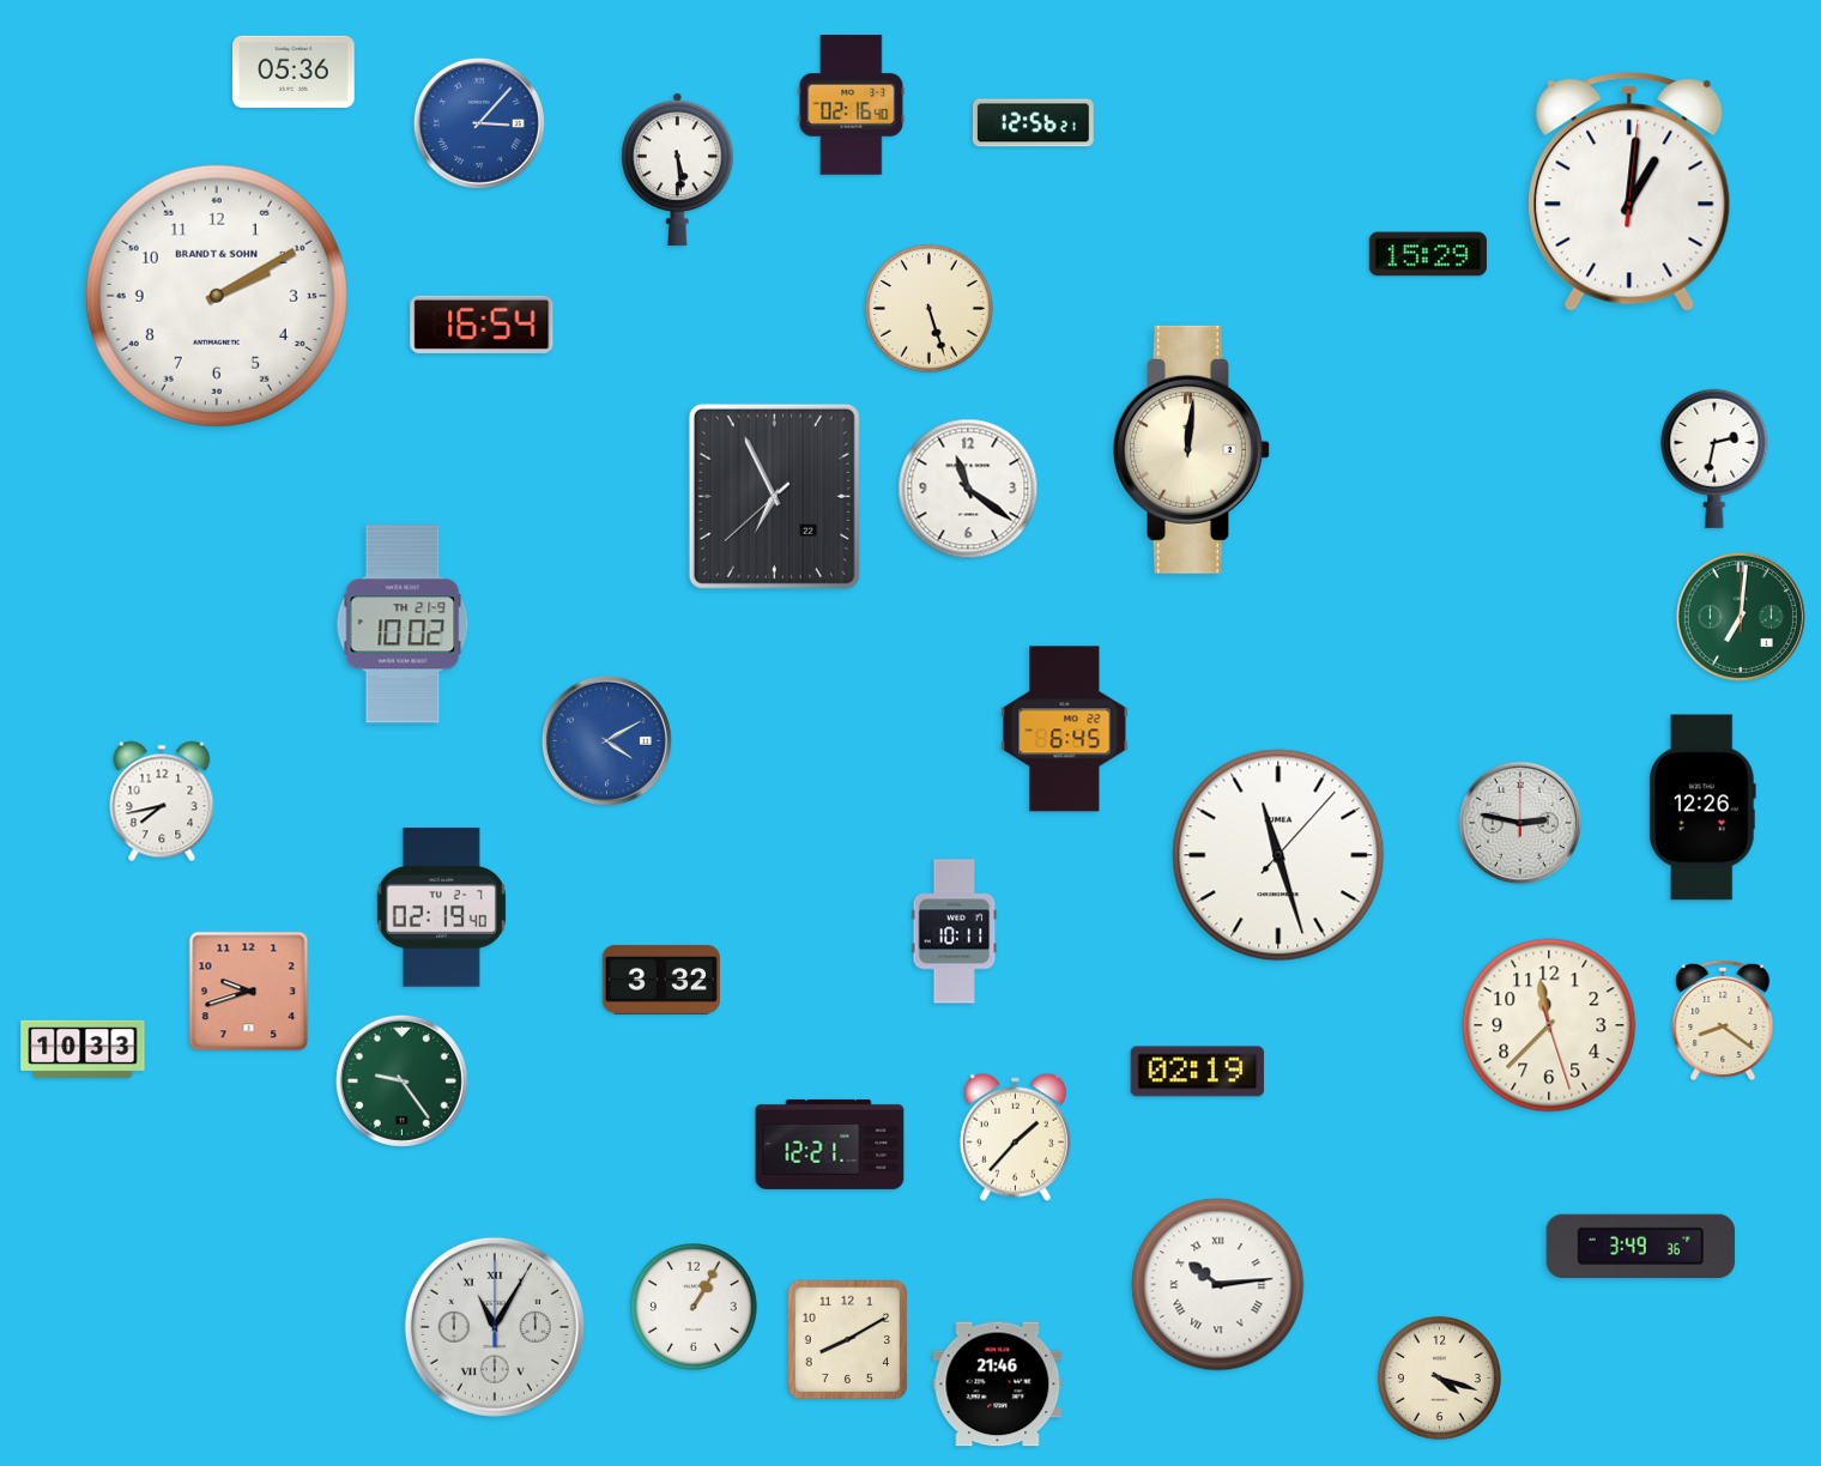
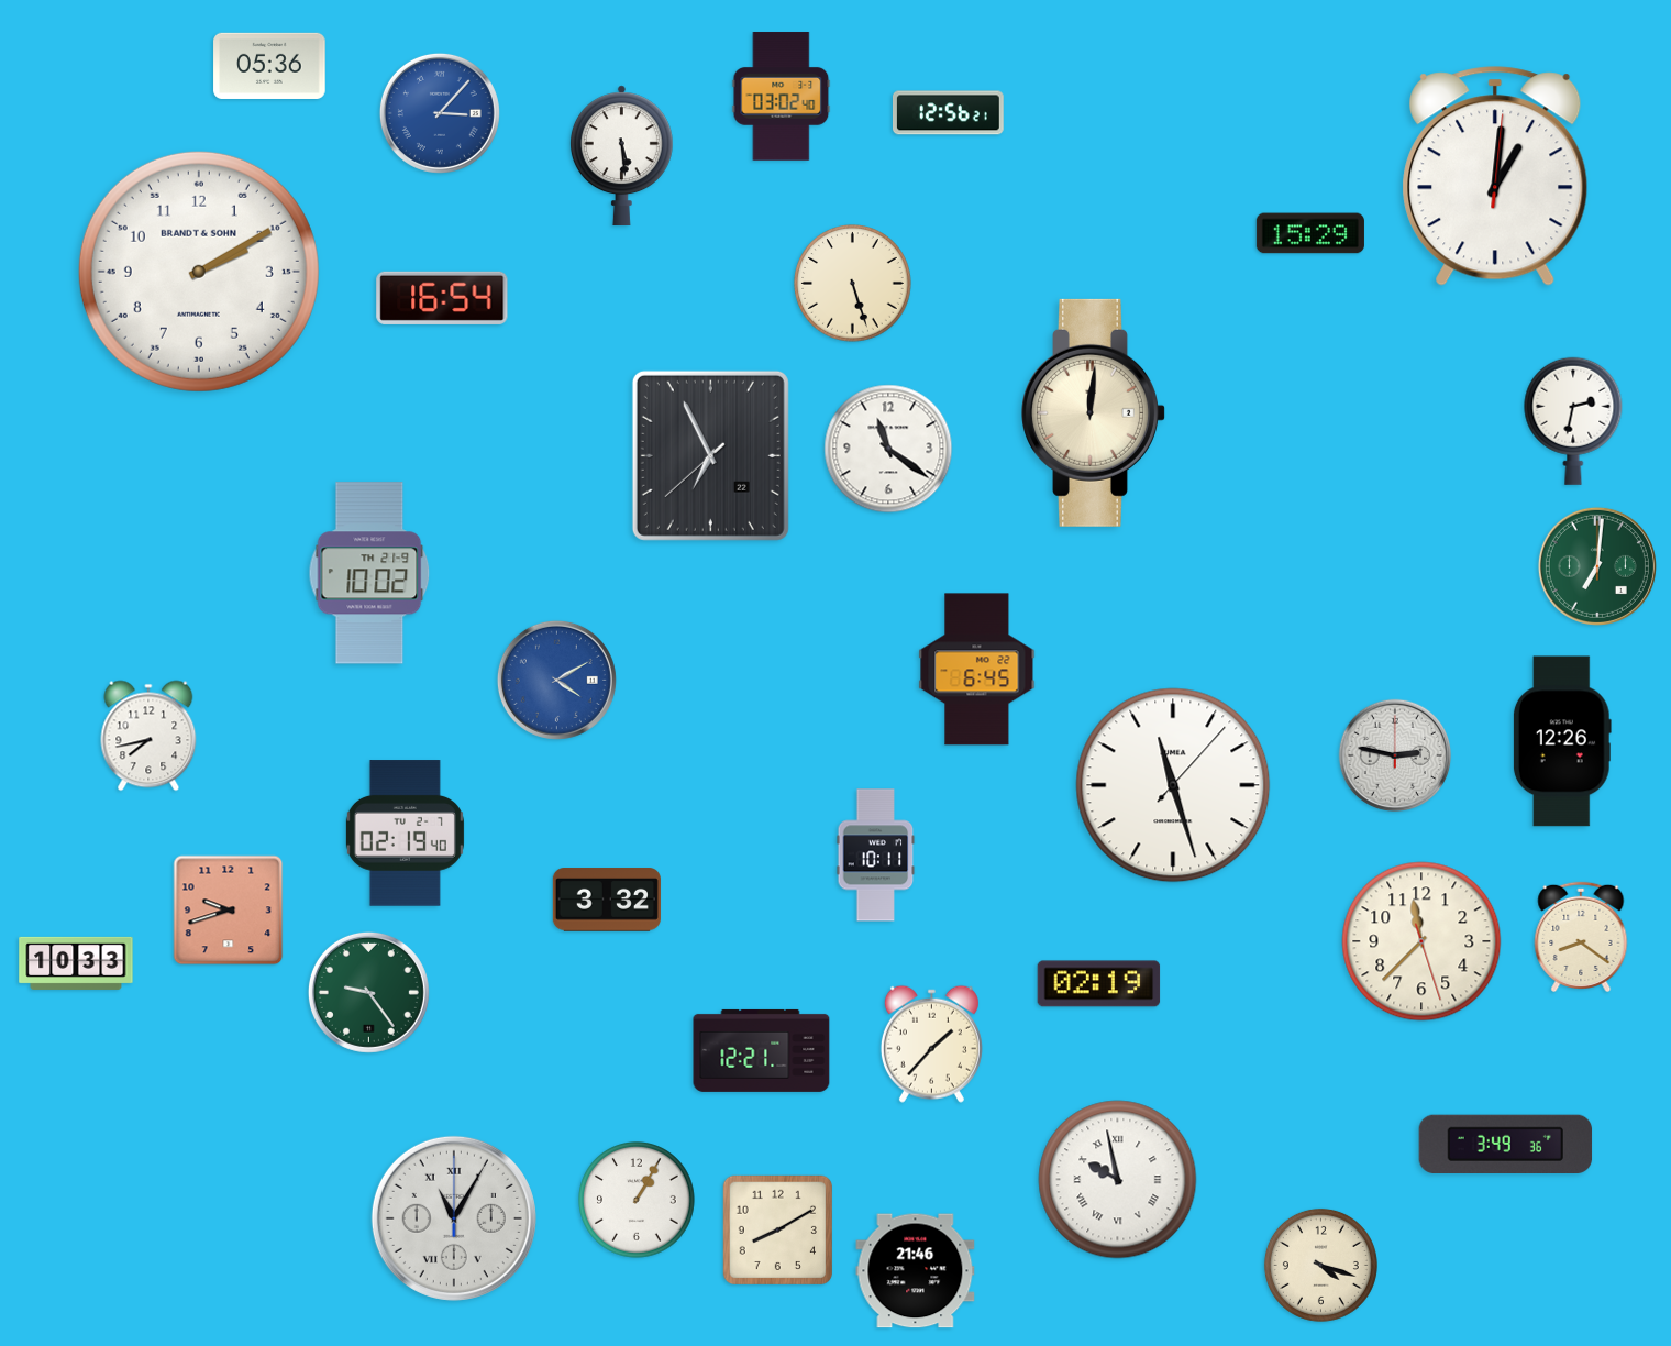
clock at (852, 105): 02:16 -> 03:02
clock at (1218, 1285): 10:14 -> 9:58
